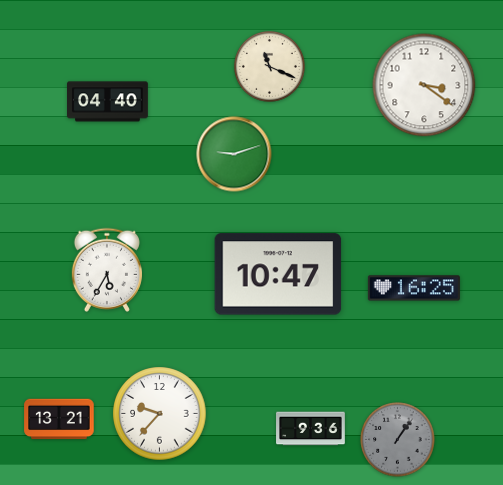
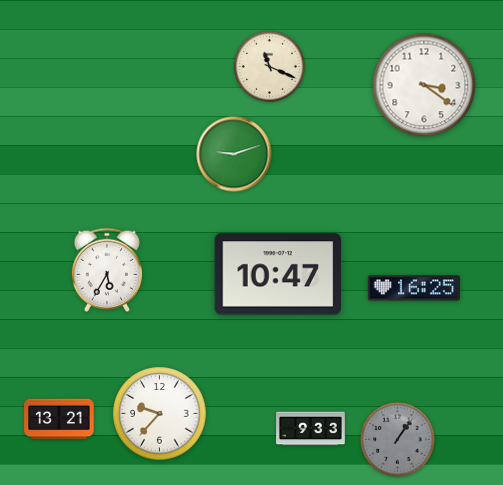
clock at (108, 102): 04:40 -> none
clock at (311, 429): 9:36 -> 9:33
